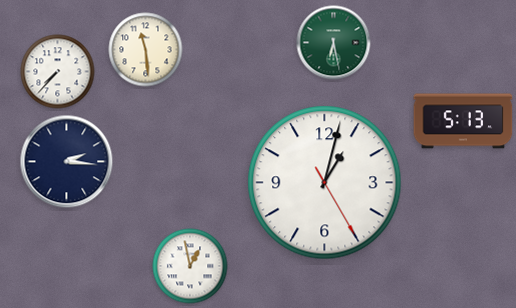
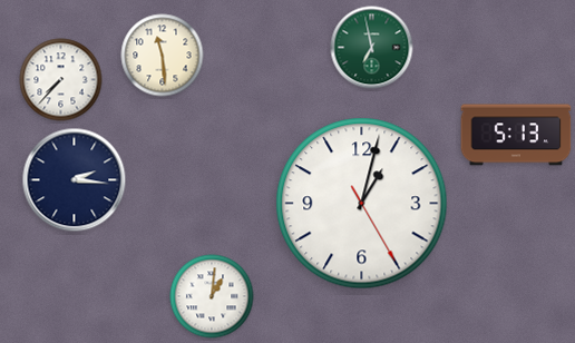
clock at (334, 43): 6:28 -> 6:58
clock at (58, 72) position: (58, 72) -> (61, 80)
clock at (190, 266): 12:58 -> 1:01
